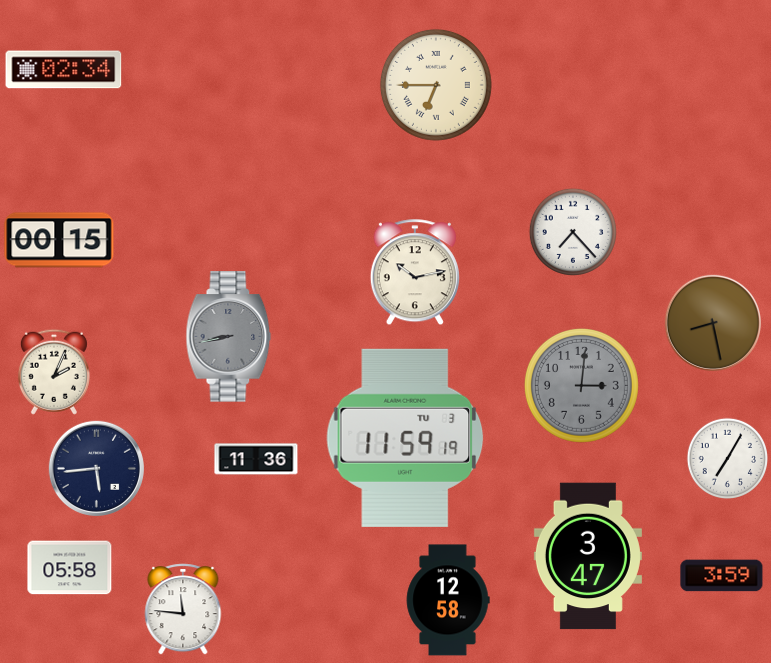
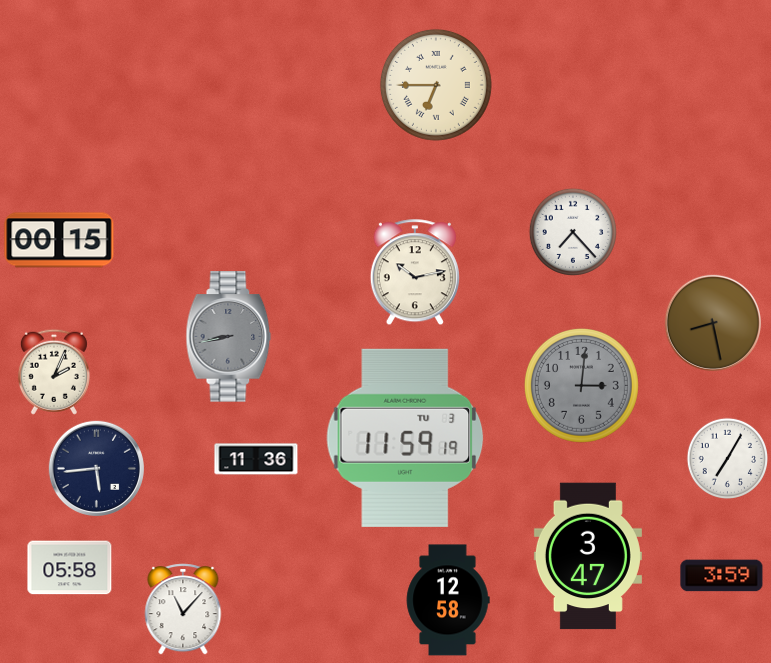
clock at (64, 70): 02:34 -> none
clock at (183, 609): 11:46 -> 11:07
